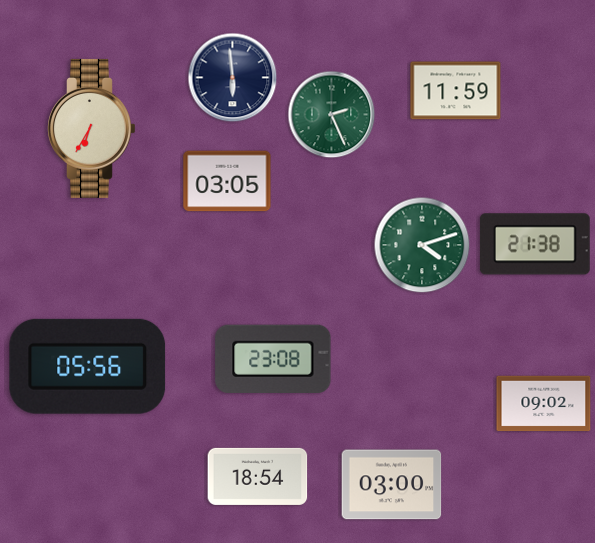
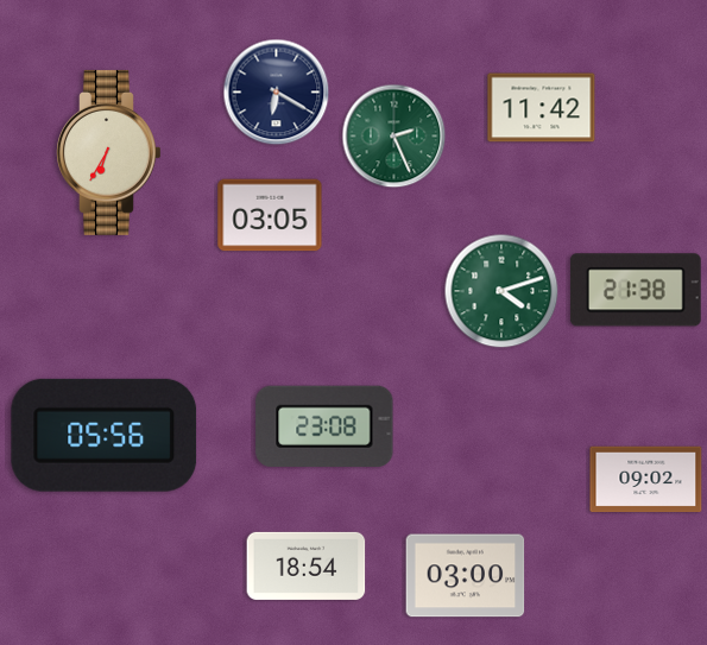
clock at (233, 78): 5:59 -> 6:20
clock at (456, 91): 11:59 -> 11:42
